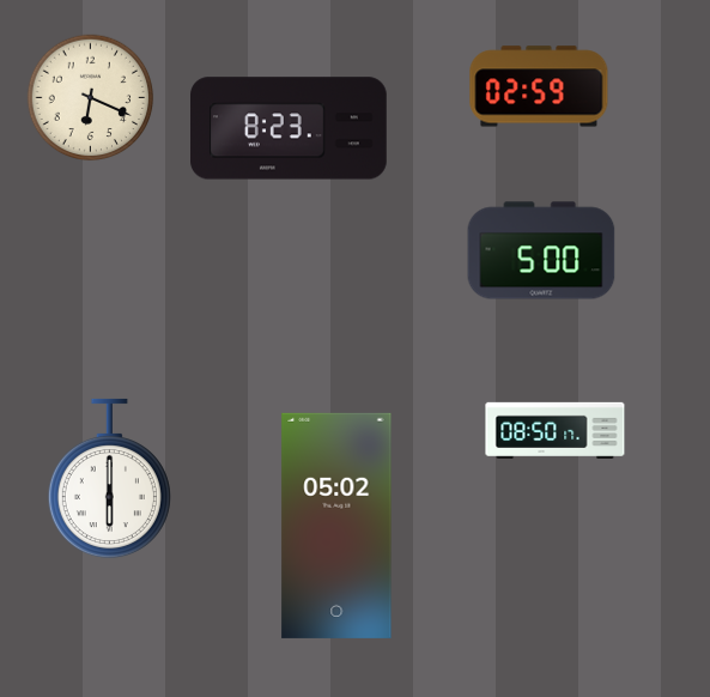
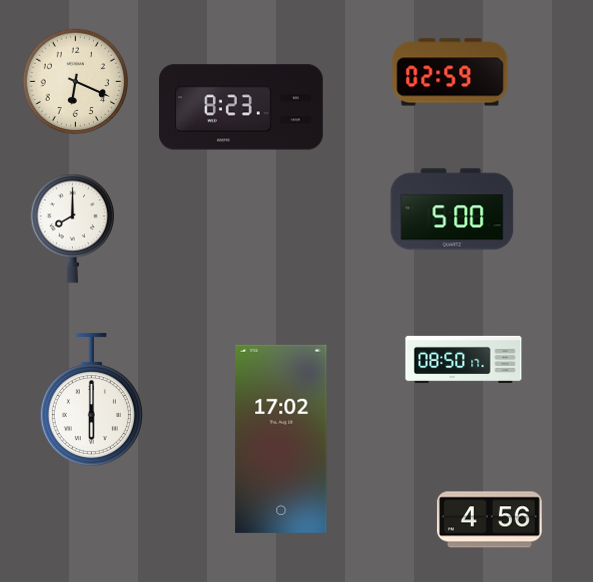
clock at (72, 228): none -> 8:00
clock at (336, 526): 05:02 -> 17:02
clock at (489, 520): none -> 4:56
